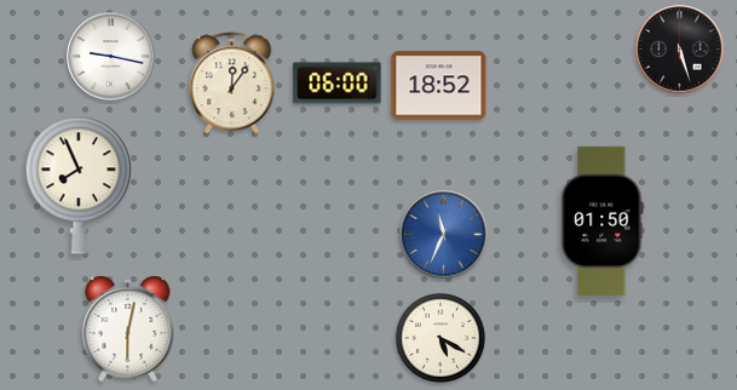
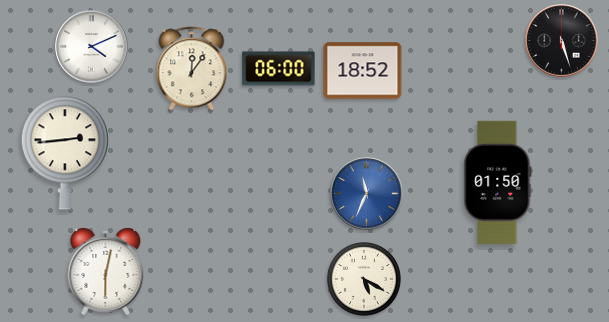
clock at (111, 57): 9:17 -> 4:11
clock at (79, 185): 7:56 -> 2:44
